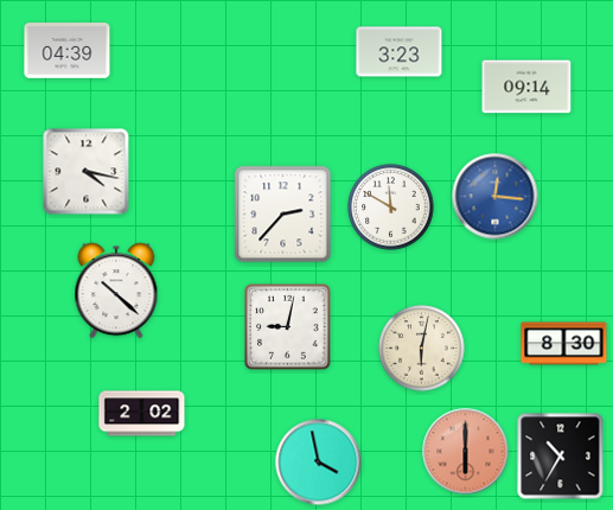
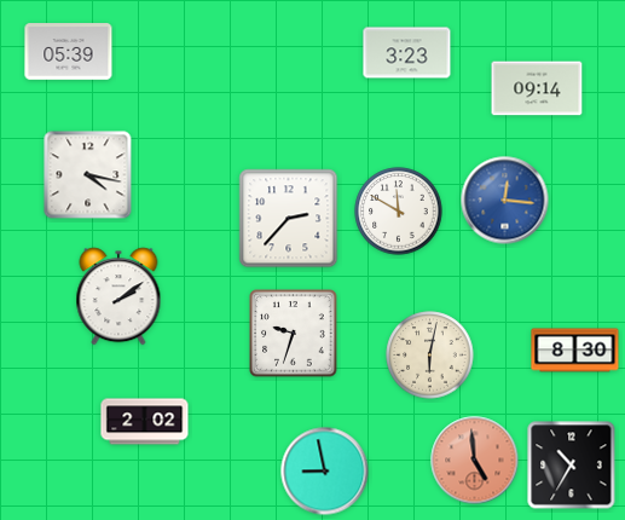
clock at (68, 51): 04:39 -> 05:39
clock at (116, 291): 10:22 -> 2:09
clock at (288, 327): 9:02 -> 9:33
clock at (466, 452): 6:00 -> 4:59
clock at (319, 463): 3:58 -> 8:58
